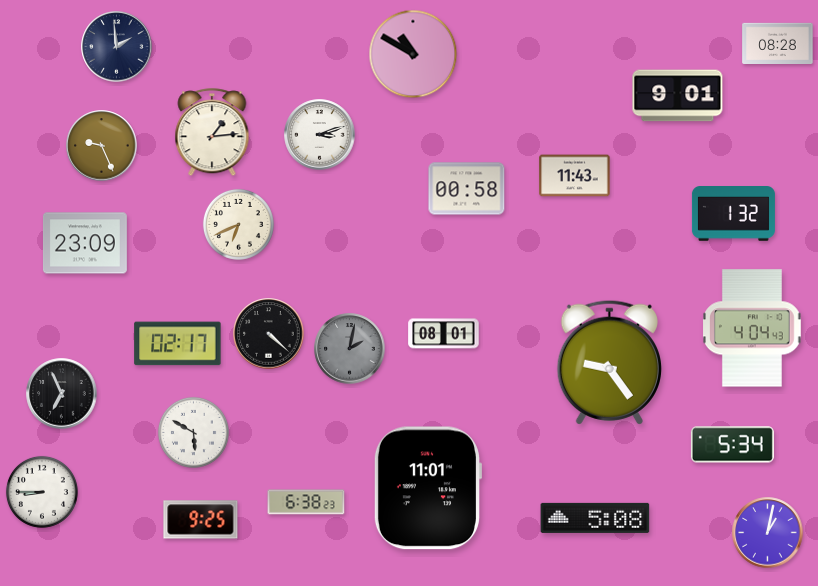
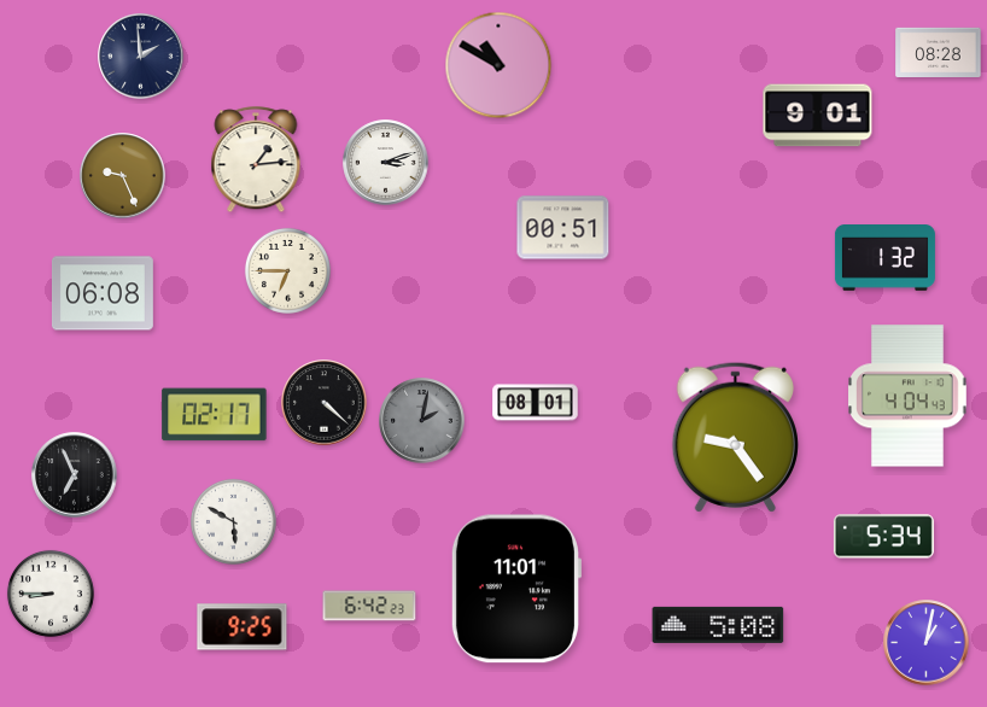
clock at (575, 176): 11:43 -> none
clock at (467, 189): 00:58 -> 00:51
clock at (238, 224): 6:41 -> 6:45
clock at (85, 243): 23:09 -> 06:08
clock at (306, 502): 6:38 -> 6:42
